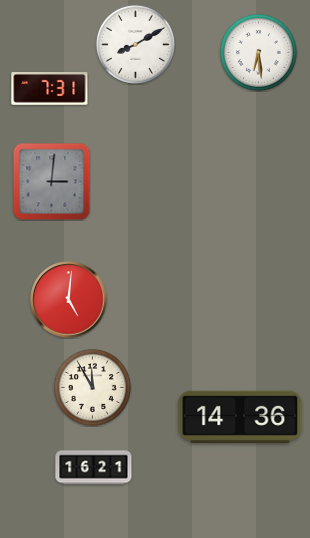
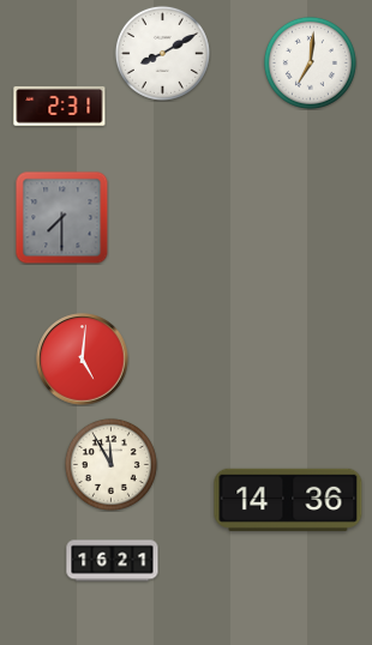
clock at (258, 52): 6:29 -> 7:01
clock at (50, 89): 7:31 -> 2:31
clock at (51, 181): 3:01 -> 7:30
